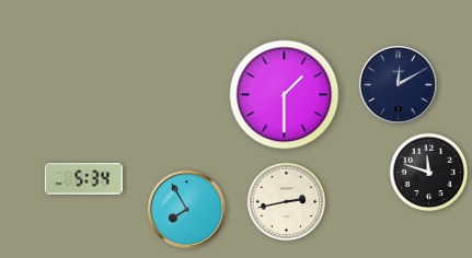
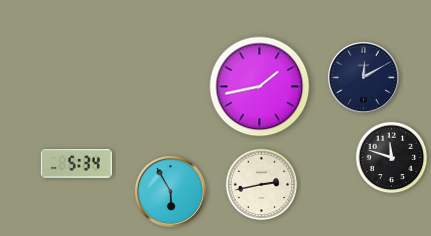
clock at (285, 95): 1:30 -> 1:43
clock at (186, 209): 7:55 -> 5:55
